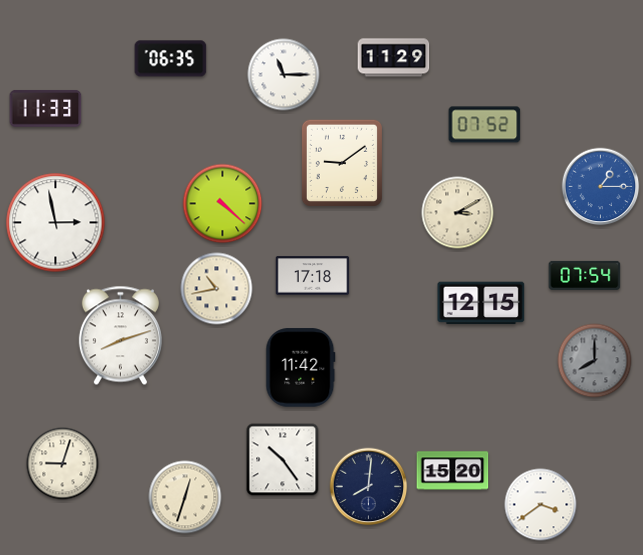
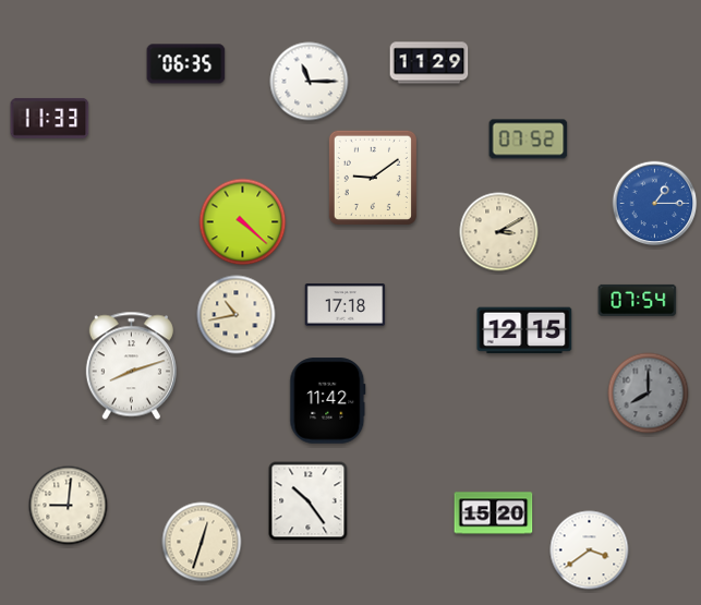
clock at (485, 125) position: (485, 125) -> (529, 140)
clock at (56, 223): 2:58 -> none
clock at (313, 276) position: (313, 276) -> (346, 305)
clock at (63, 464): 9:03 -> 9:01
clock at (369, 487): 8:01 -> none
